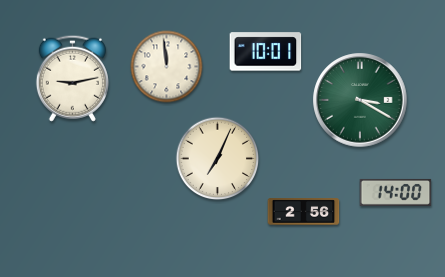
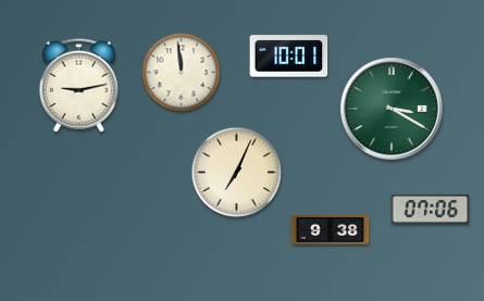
clock at (396, 192): 14:00 -> 07:06
clock at (304, 212): 2:56 -> 9:38
